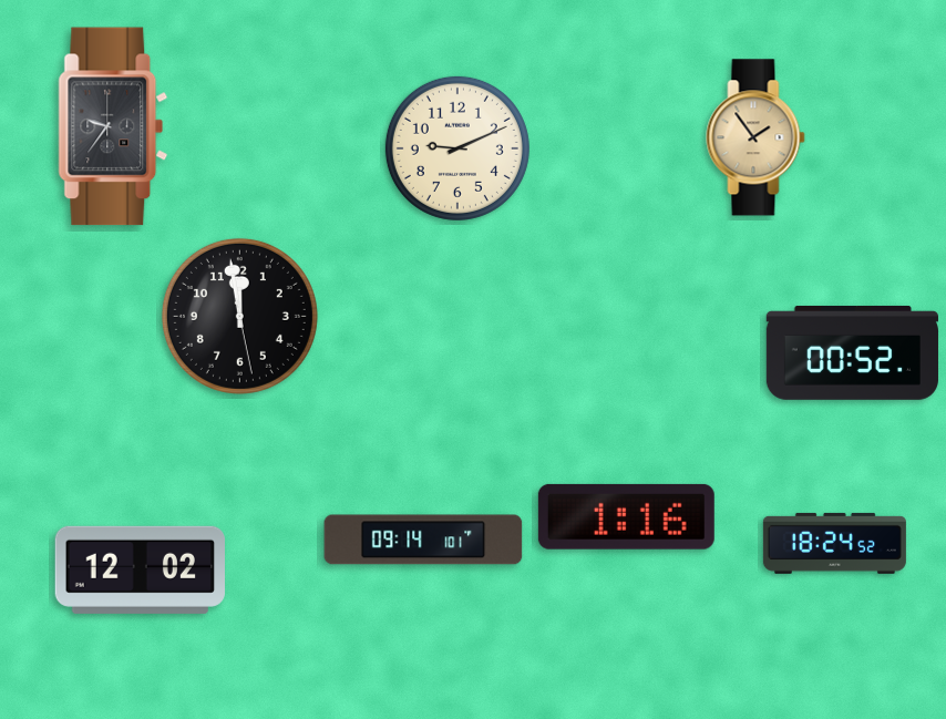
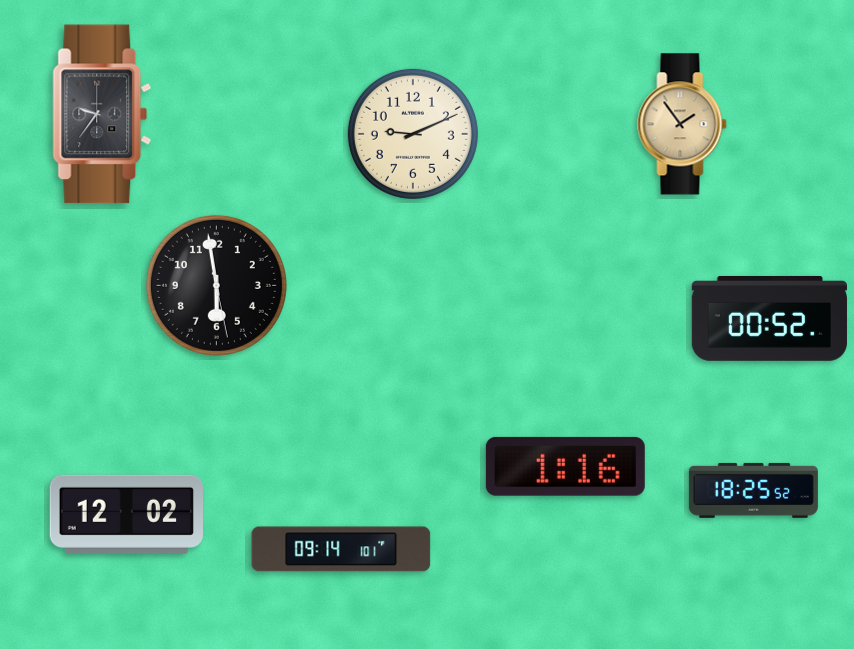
clock at (239, 316): 11:58 -> 5:58
clock at (423, 540) position: (423, 540) -> (341, 549)
clock at (834, 543): 18:24 -> 18:25
